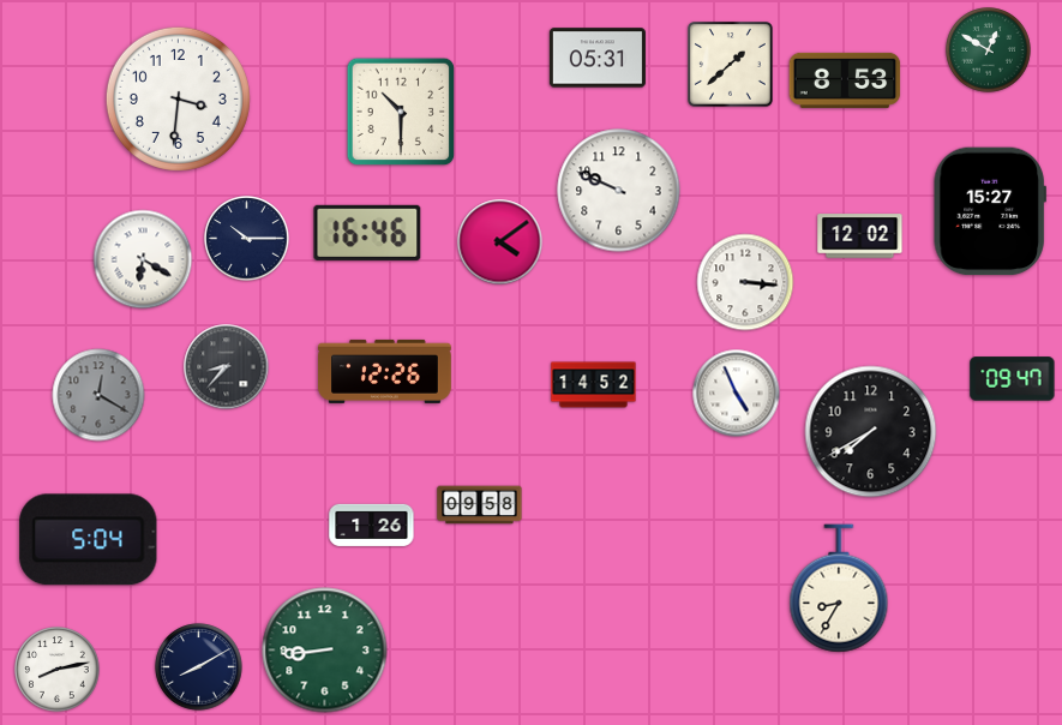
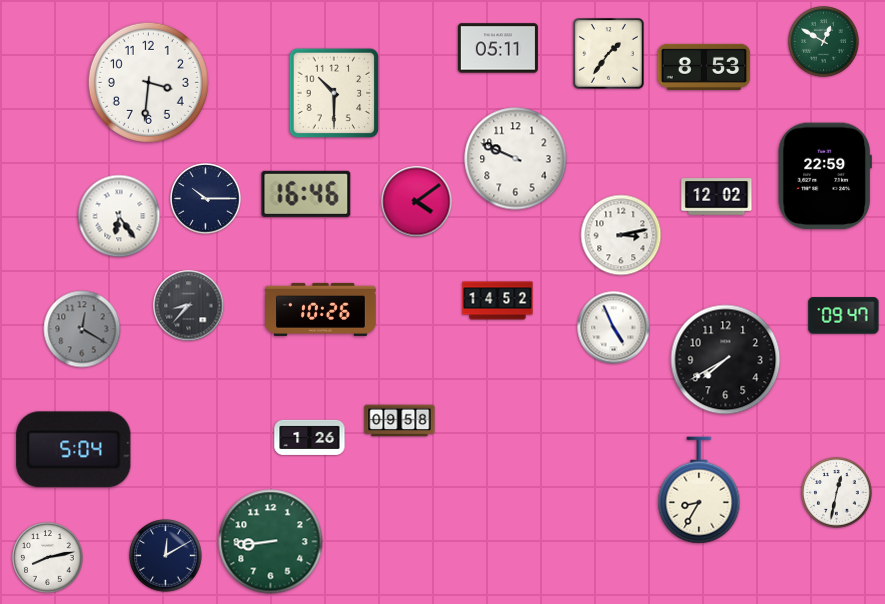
clock at (598, 58): 05:31 -> 05:11
clock at (731, 65): 1:38 -> 1:36
clock at (990, 211): 15:27 -> 22:59
clock at (143, 259): 6:20 -> 6:24
clock at (745, 282): 3:16 -> 3:13
clock at (385, 371): 12:26 -> 10:26
clock at (594, 385) position: (594, 385) -> (498, 301)
clock at (837, 493): none -> 12:32
clock at (199, 667): 8:10 -> 12:10
